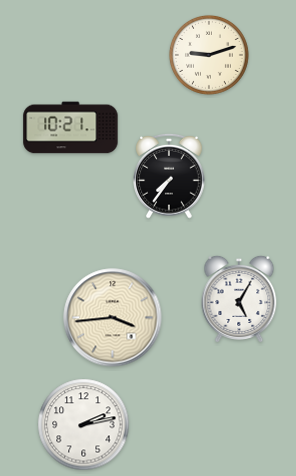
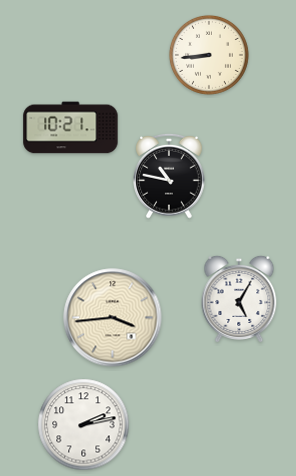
clock at (209, 55): 9:12 -> 8:44
clock at (169, 176): 7:36 -> 10:47
